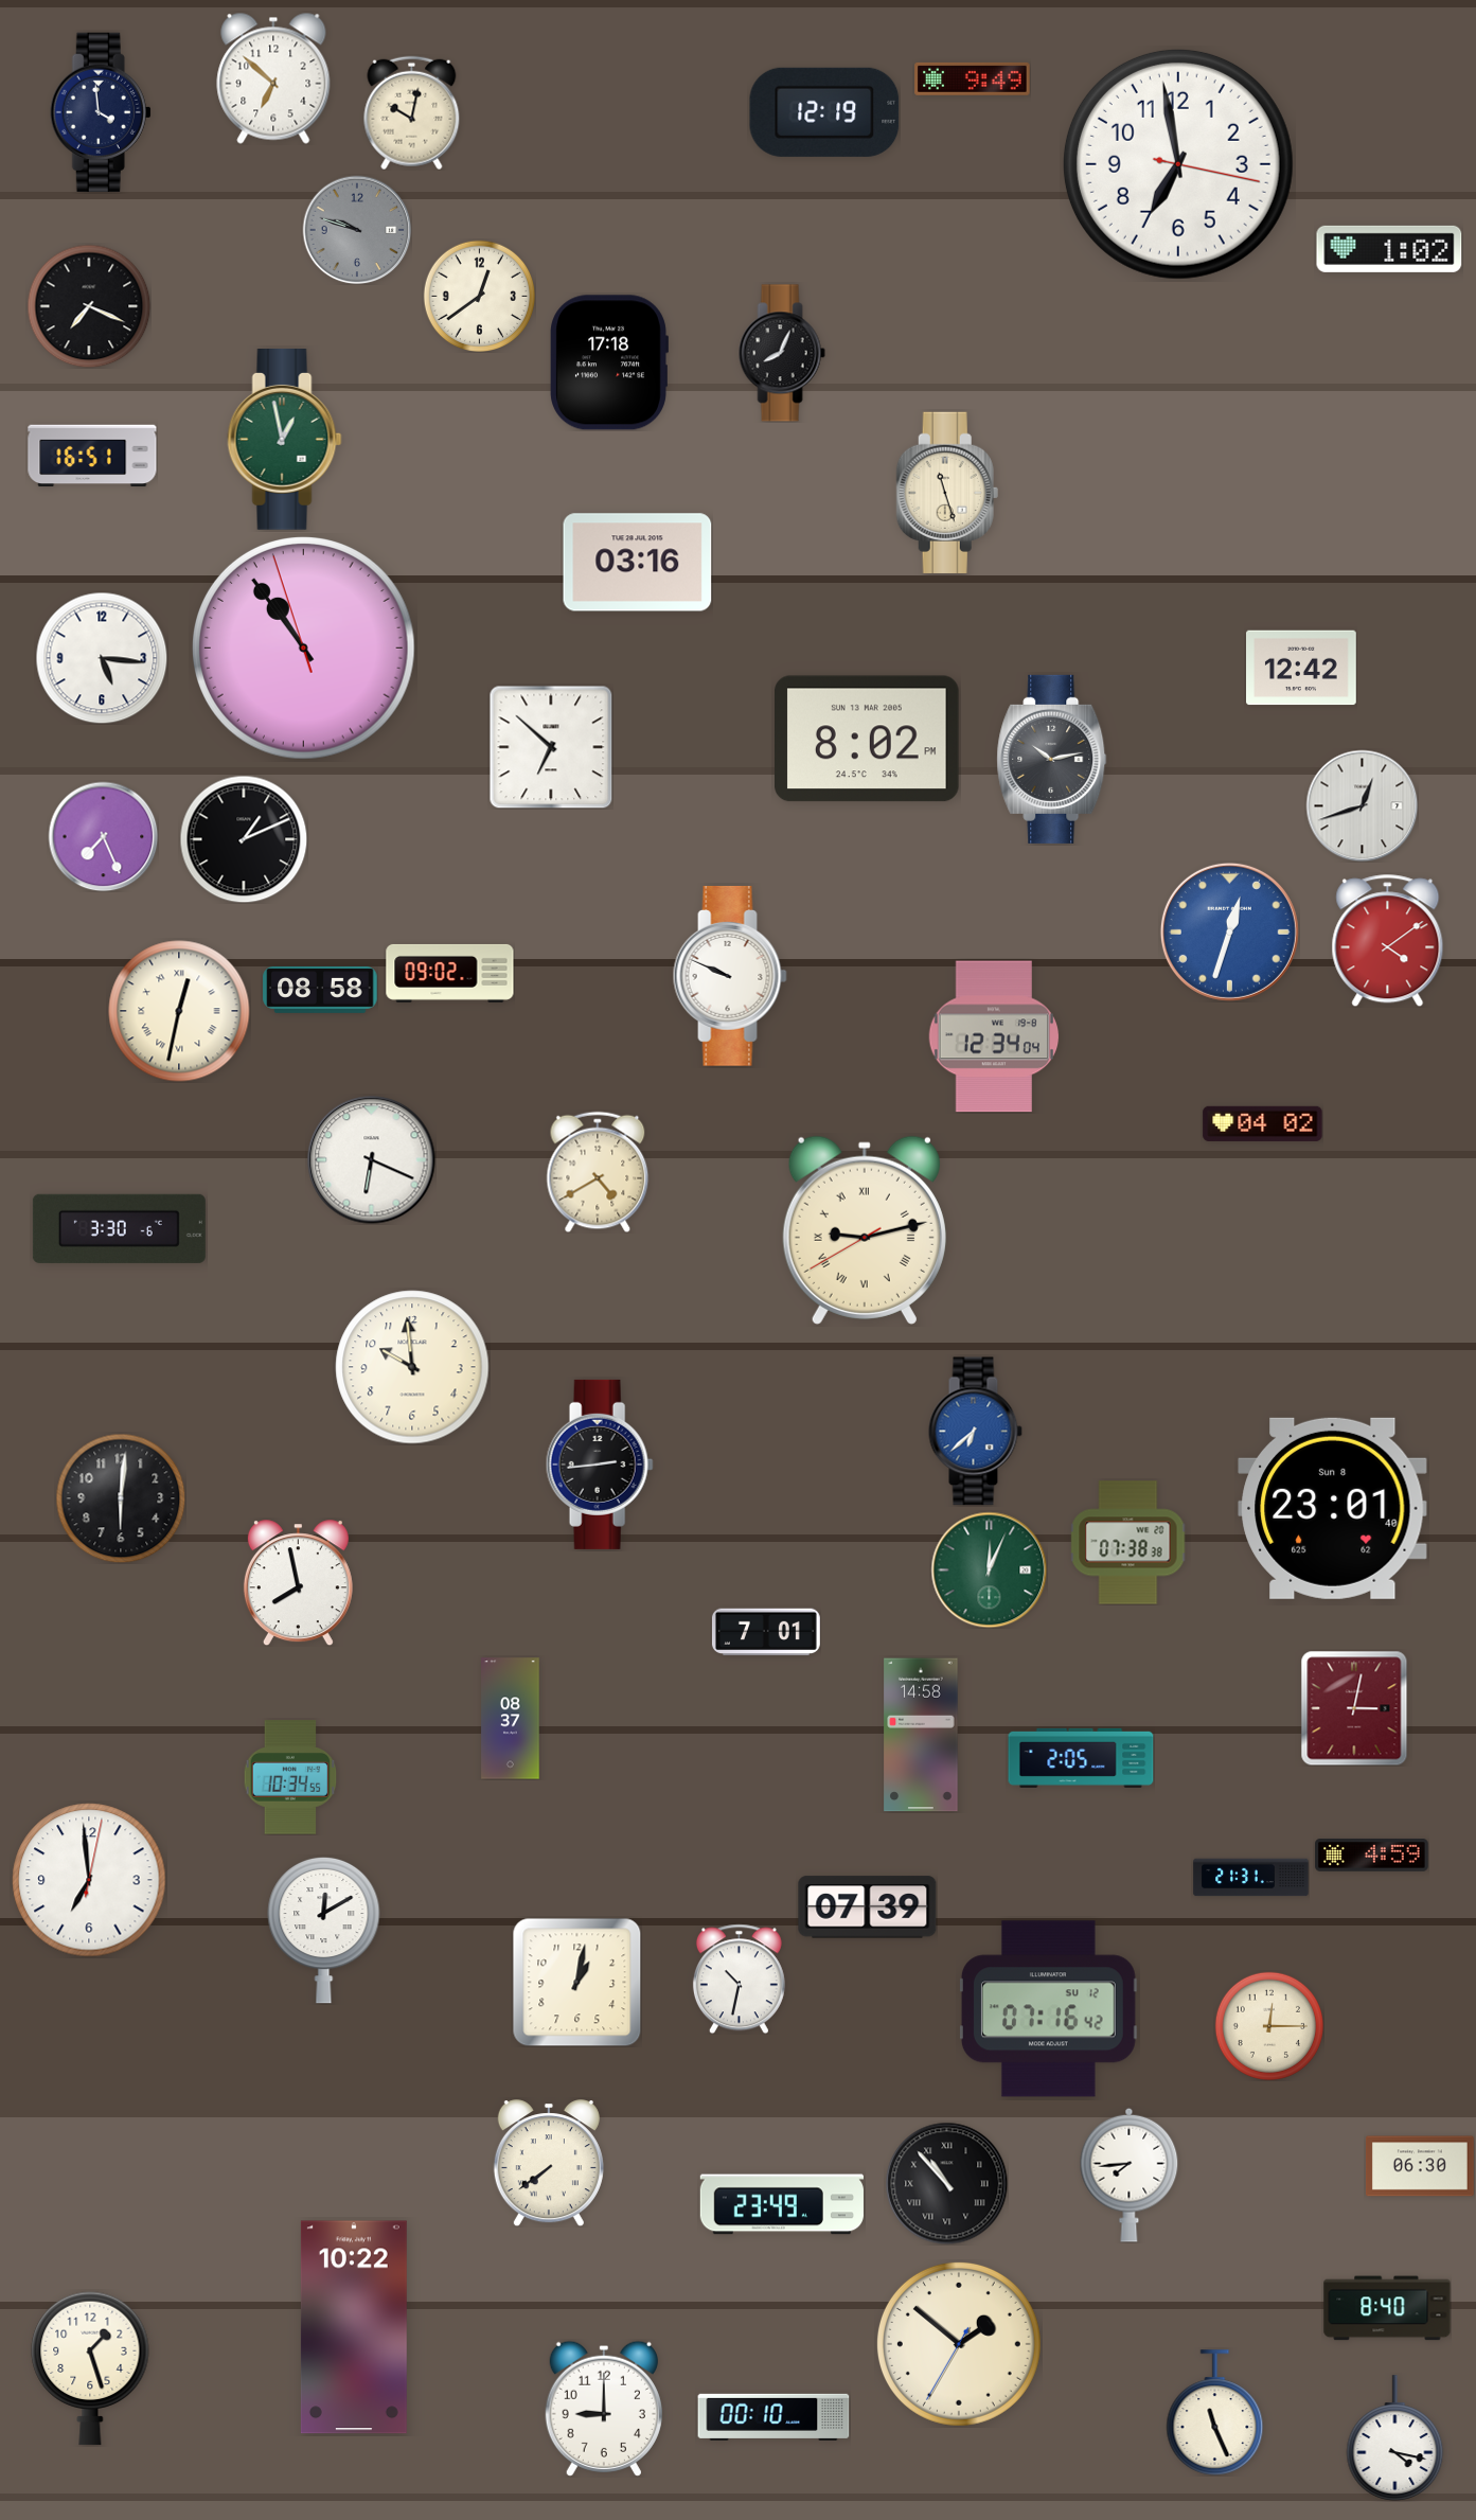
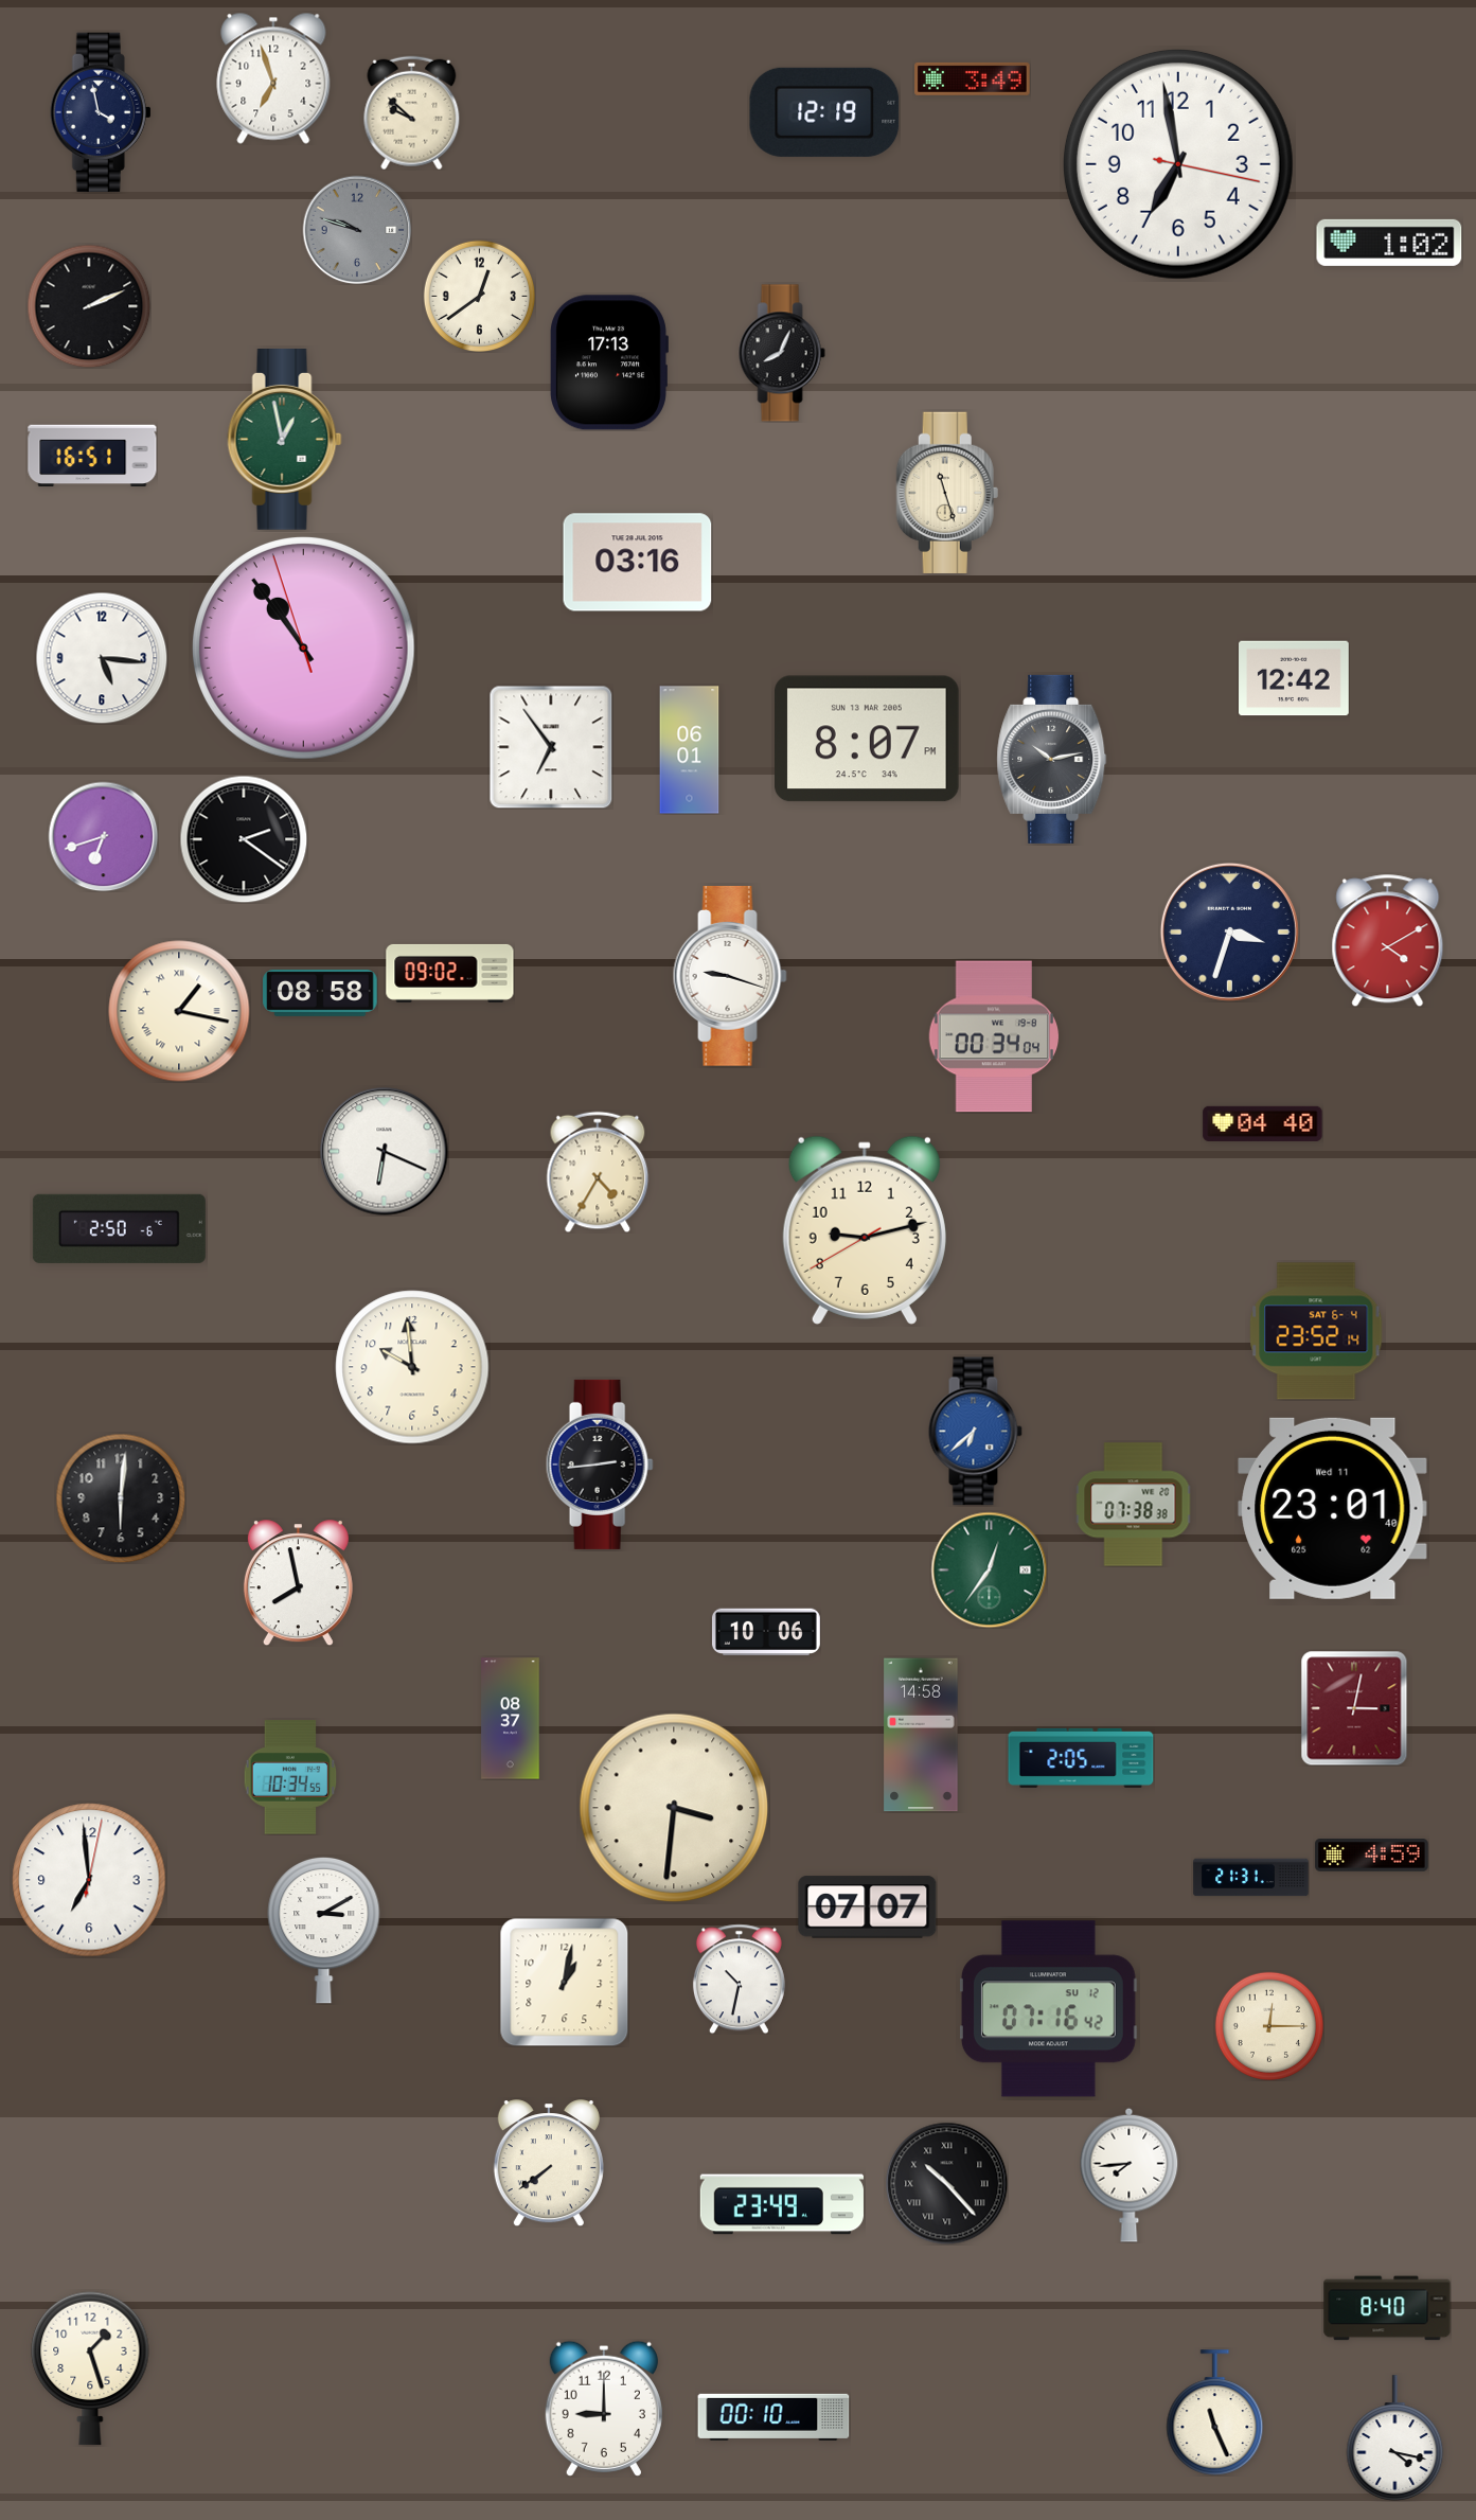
clock at (273, 78): 6:52 -> 6:57
clock at (973, 78): 9:49 -> 3:49
clock at (101, 111): 3:59 -> 3:58
clock at (412, 112): 10:02 -> 9:52
clock at (1389, 249) position: (1389, 249) -> (1389, 243)
clock at (89, 306): 7:19 -> 2:11
clock at (609, 362): 17:18 -> 17:13
clock at (1302, 668) position: (1302, 668) -> (1295, 678)
clock at (868, 739): 8:02 -> 8:07
clock at (551, 747): 6:52 -> 6:54
clock at (690, 750): none -> 06:01
clock at (1362, 805): 12:42 -> none
clock at (103, 836): 7:26 -> 6:42
clock at (244, 839): 1:11 -> 2:21
clock at (1229, 931): 12:33 -> 3:33
clock at (1229, 931) dial: blue -> navy
clock at (1388, 941): 4:09 -> 4:10
clock at (730, 976): 9:49 -> 9:18
clock at (320, 990) position: (320, 990) -> (320, 993)
clock at (179, 1011): 12:32 -> 1:17
clock at (994, 1036): 12:34 -> 00:34
clock at (1263, 1123): 04:02 -> 04:40
clock at (372, 1160) position: (372, 1160) -> (385, 1152)
clock at (598, 1172): 4:40 -> 4:35
clock at (119, 1228): 3:30 -> 2:50
clock at (865, 1230) numerals: Roman -> Arabic
clock at (1316, 1331): none -> 23:52
clock at (1333, 1508) date: Sun 8 -> Wed 11
clock at (1128, 1543) position: (1128, 1543) -> (1134, 1505)
clock at (989, 1569): 12:04 -> 12:36
clock at (766, 1632): 7:01 -> 10:06
clock at (674, 1808): none -> 3:31
clock at (868, 1907): 07:39 -> 07:07
clock at (324, 1930): 12:10 -> 3:10
clock at (576, 1982) position: (576, 1982) -> (564, 1982)
clock at (1420, 2166): 06:30 -> none
clock at (946, 2183): 10:53 -> 10:23
clock at (354, 2327): 10:22 -> none
clock at (959, 2344): 1:51 -> none
